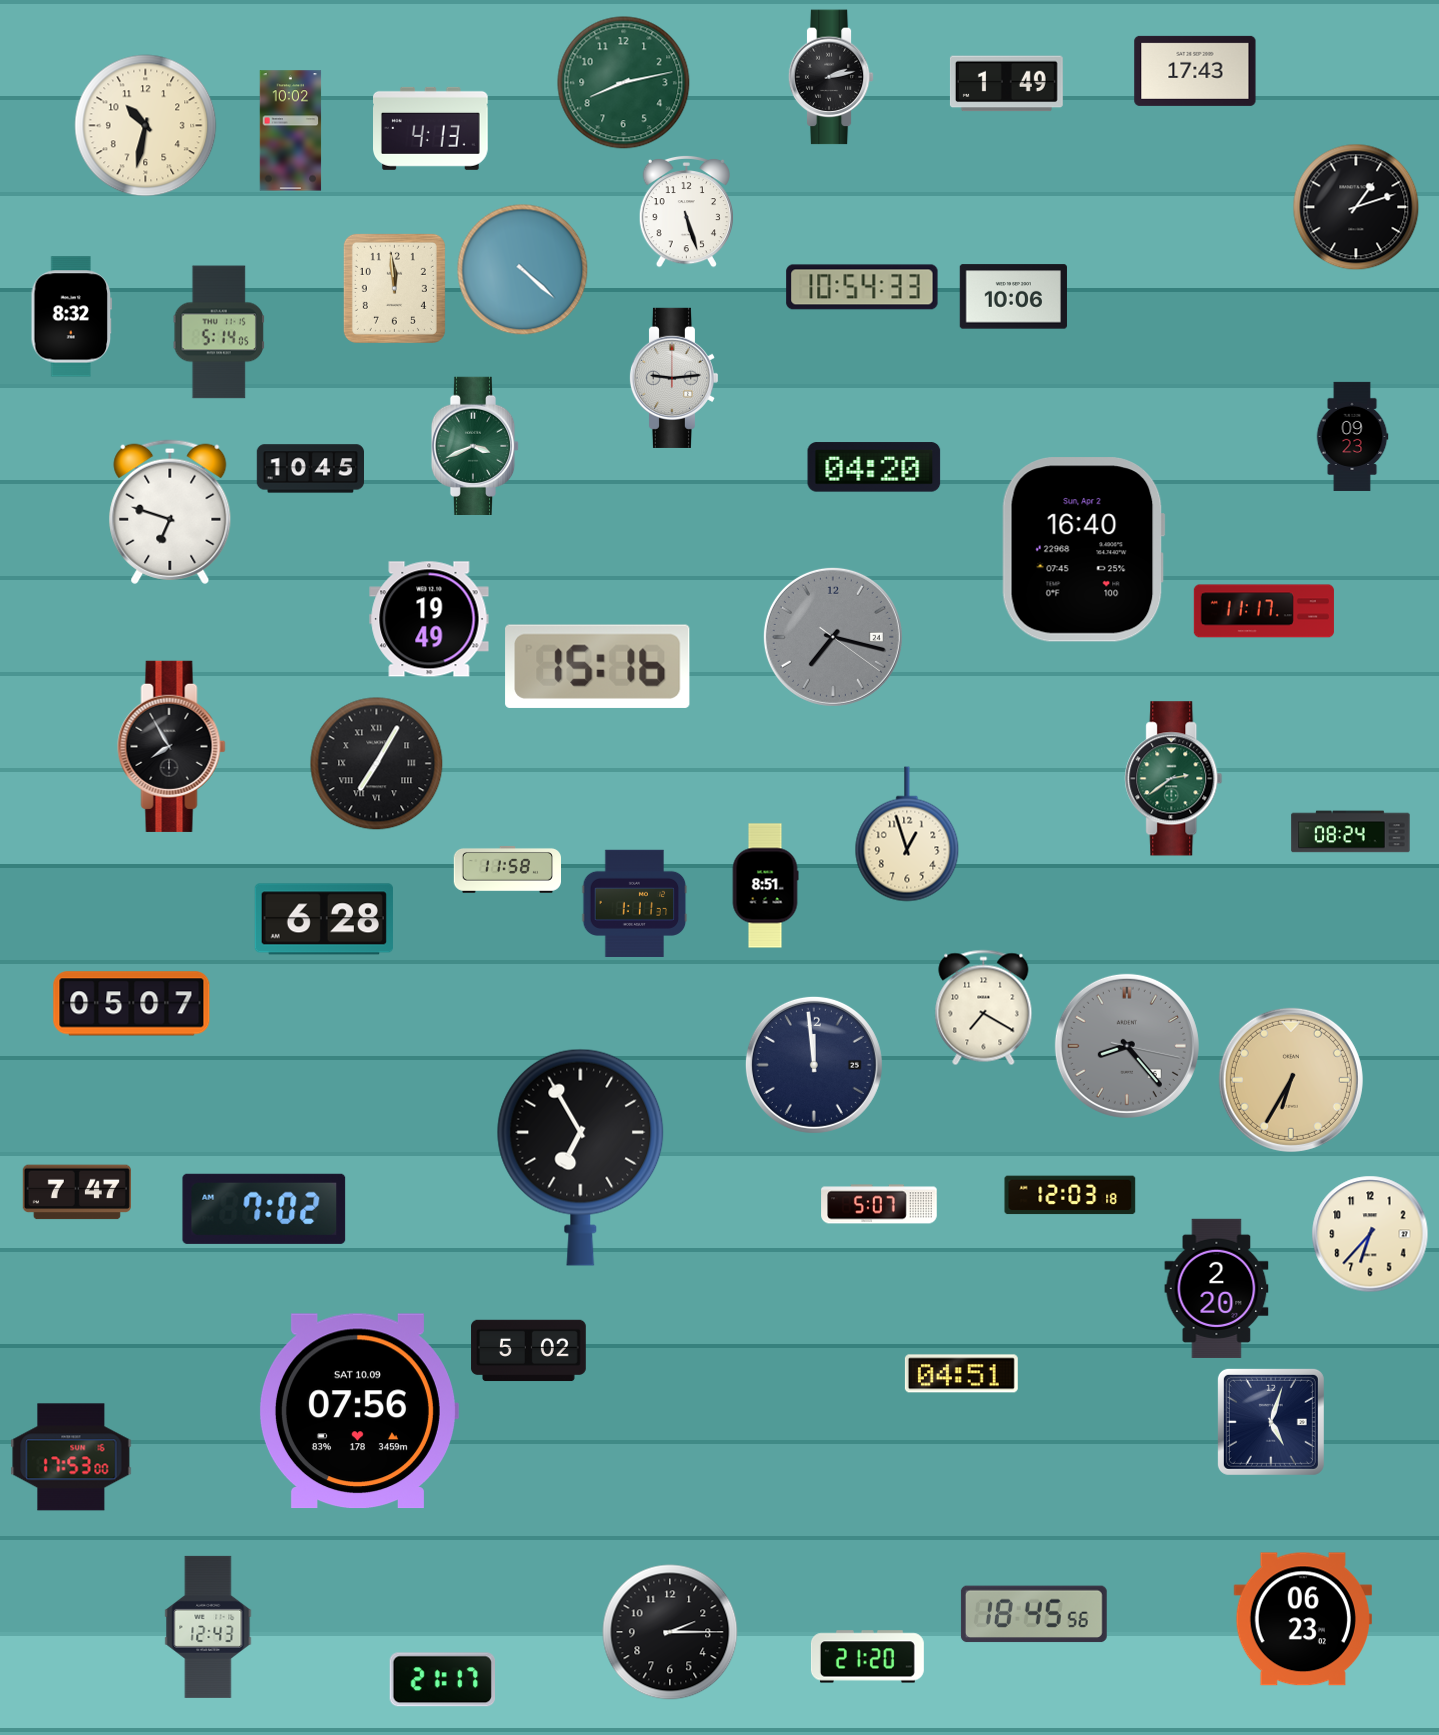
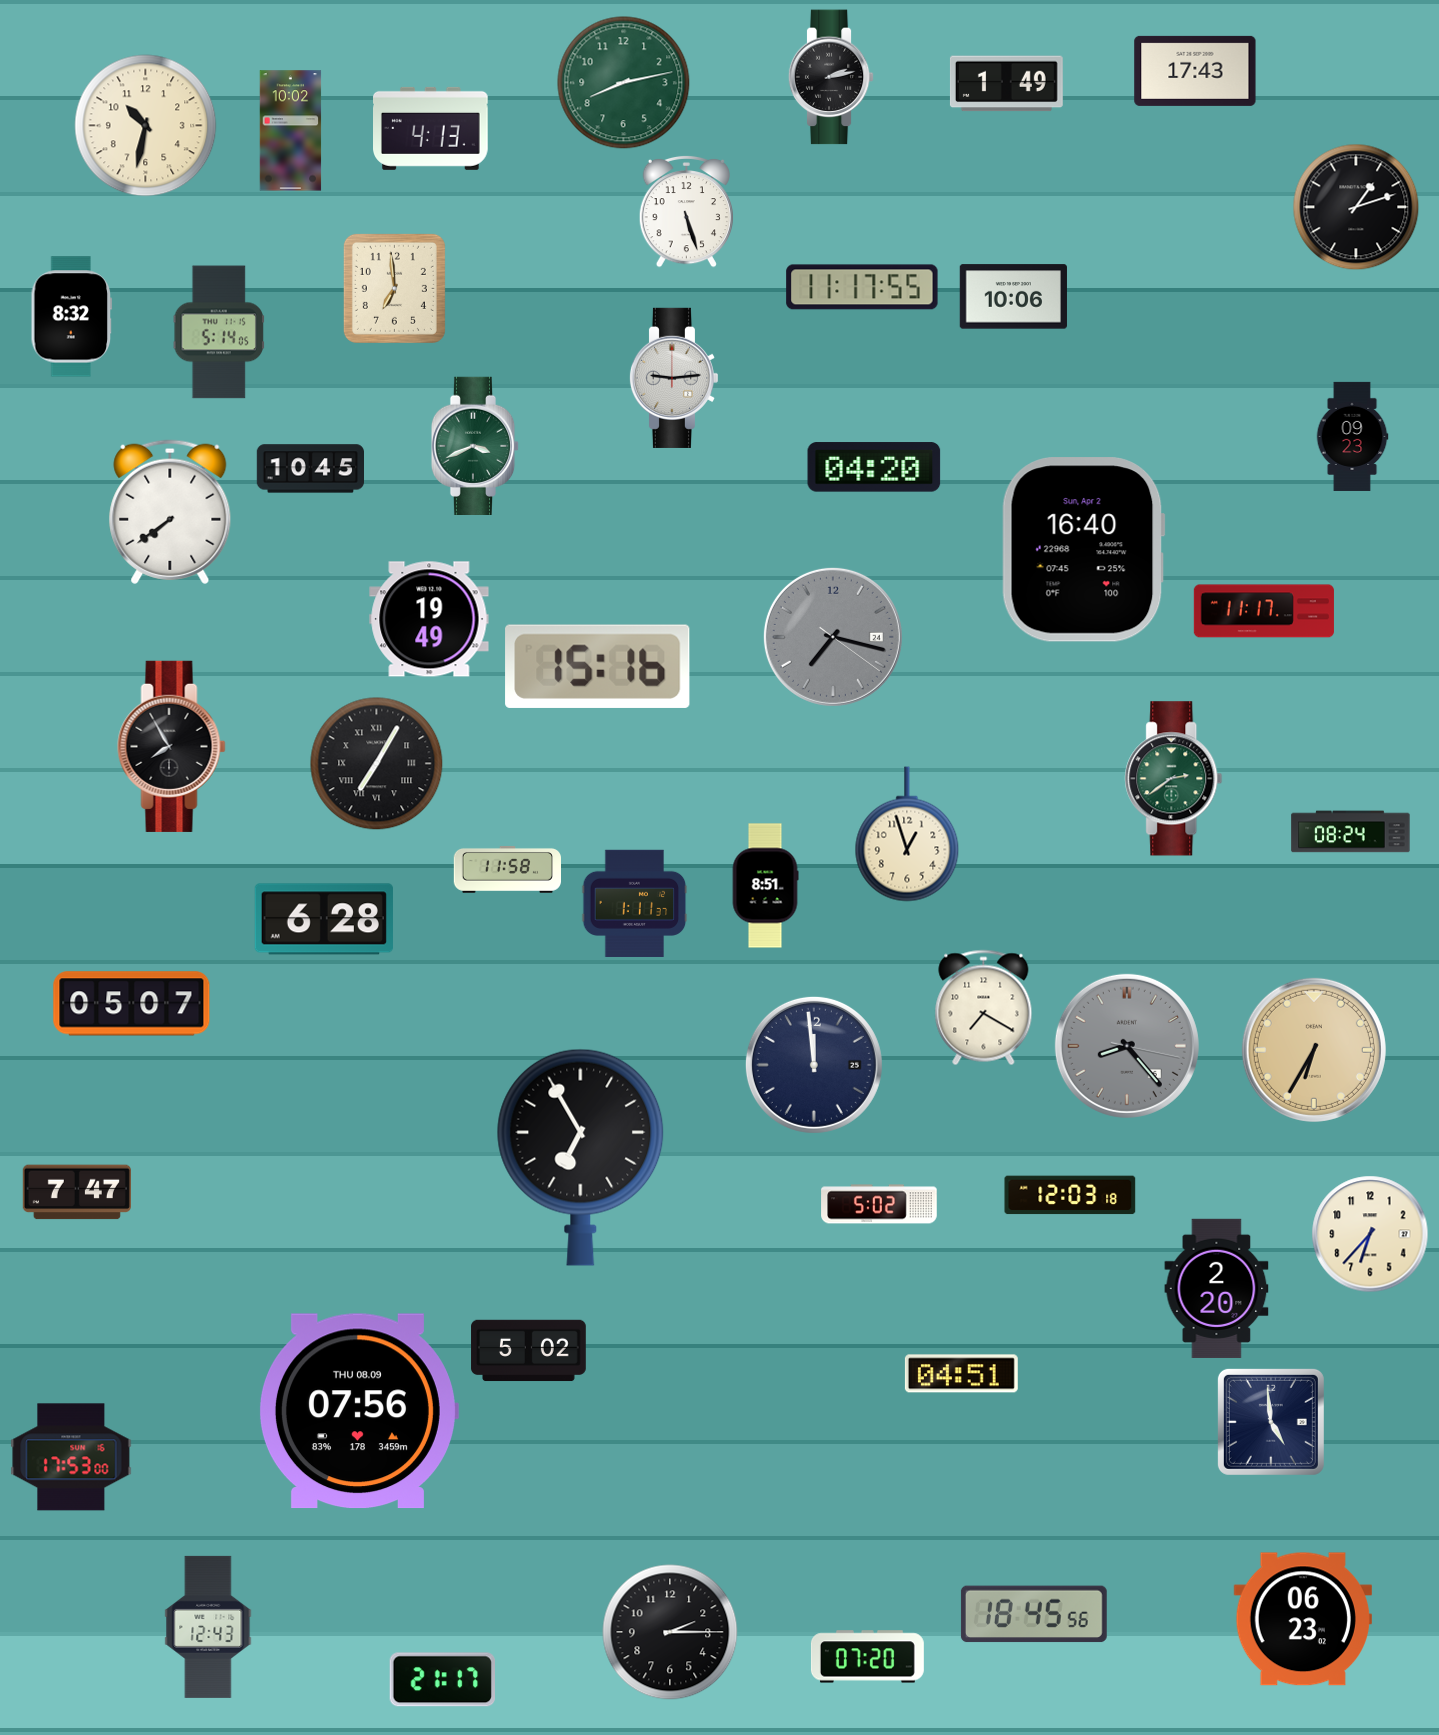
clock at (523, 270): 4:22 -> none
clock at (862, 287): 10:54 -> 11:17
clock at (394, 288): 11:59 -> 6:59
clock at (170, 512): 6:48 -> 7:39
clock at (1291, 1080) position: (1291, 1080) -> (1314, 1050)
clock at (879, 1204): 5:07 -> 5:02
clock at (264, 1209): 7:02 -> none
clock at (358, 1411) date: SAT 10.09 -> THU 08.09
clock at (1271, 1422): 5:03 -> 4:59
clock at (867, 1657): 21:20 -> 07:20
